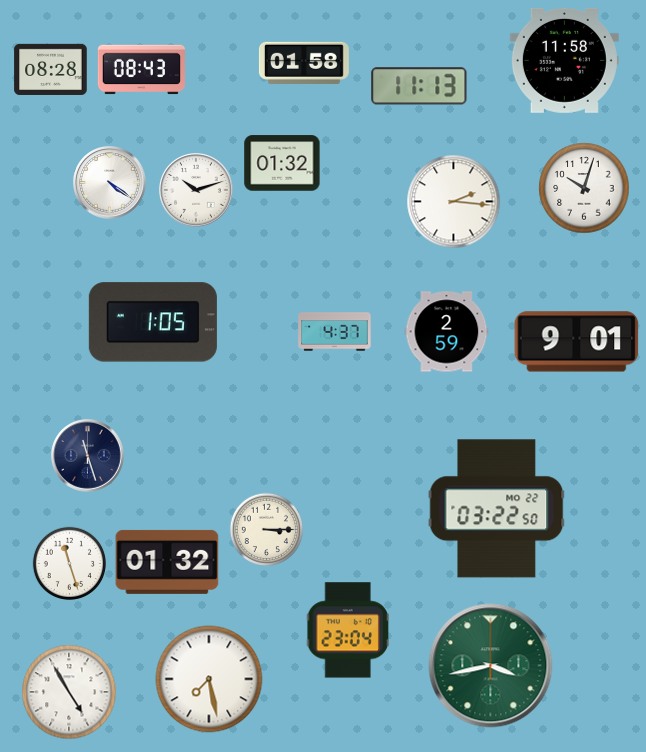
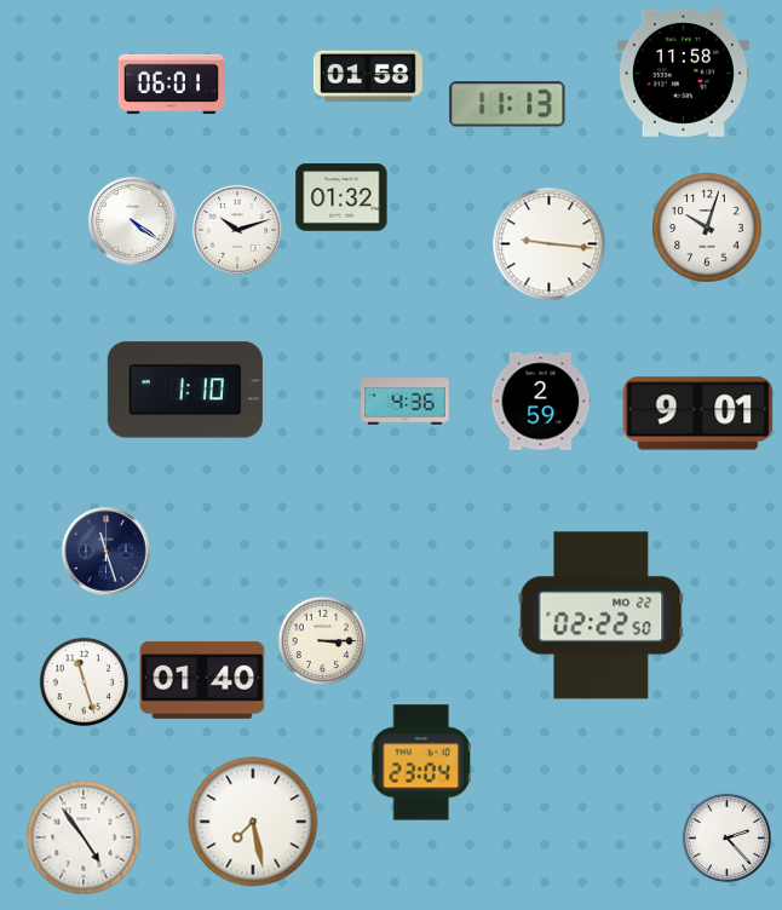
clock at (51, 69): 08:28 -> none
clock at (141, 70): 08:43 -> 06:01
clock at (454, 202): 2:16 -> 9:16
clock at (153, 322): 1:05 -> 1:10
clock at (335, 332): 4:37 -> 4:36
clock at (497, 509): 03:22 -> 02:22
clock at (167, 562): 01:32 -> 01:40
clock at (491, 666): 3:43 -> none
clock at (69, 692): 4:55 -> 4:54
clock at (726, 837): none -> 2:23
